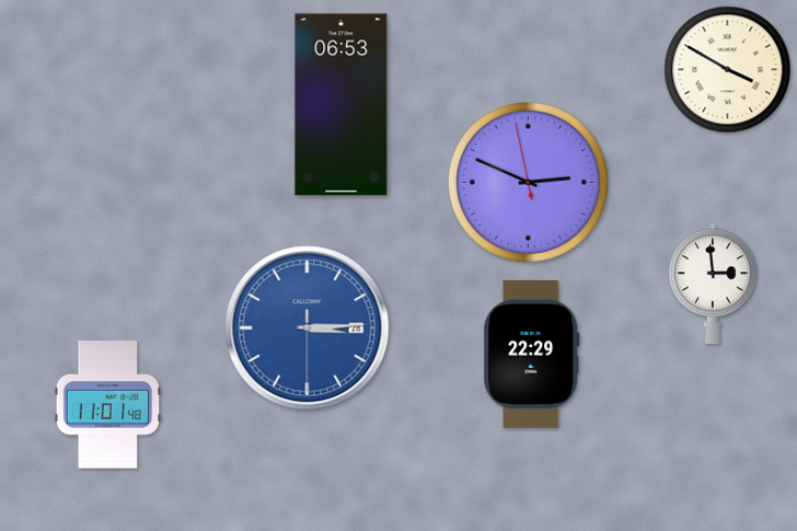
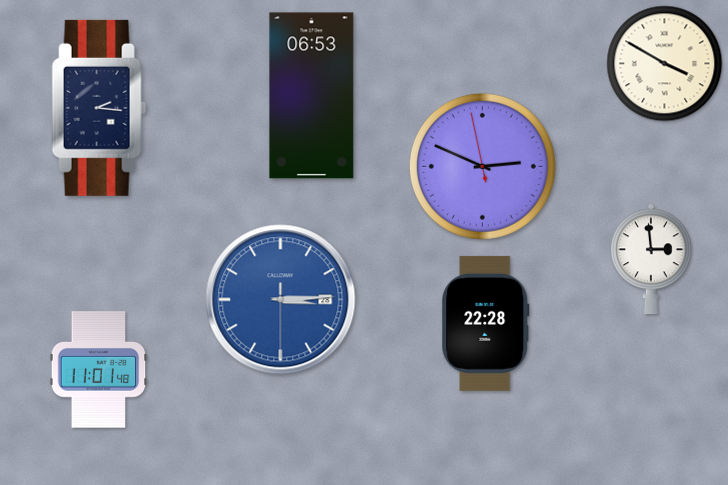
clock at (99, 108): none -> 2:16
clock at (532, 354): 22:29 -> 22:28
